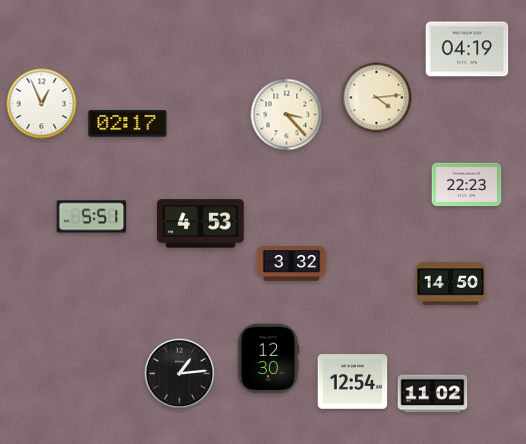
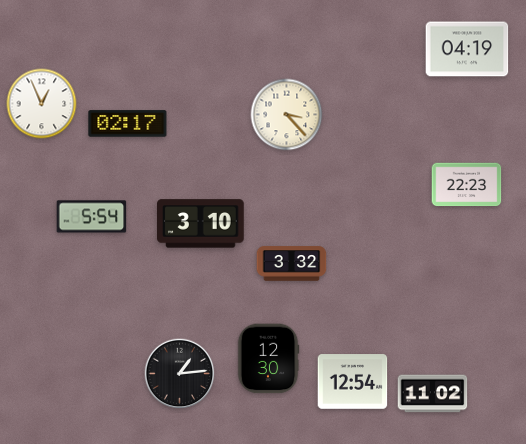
clock at (377, 98): 4:14 -> none
clock at (92, 217): 5:51 -> 5:54
clock at (201, 224): 4:53 -> 3:10
clock at (451, 284): 14:50 -> none
